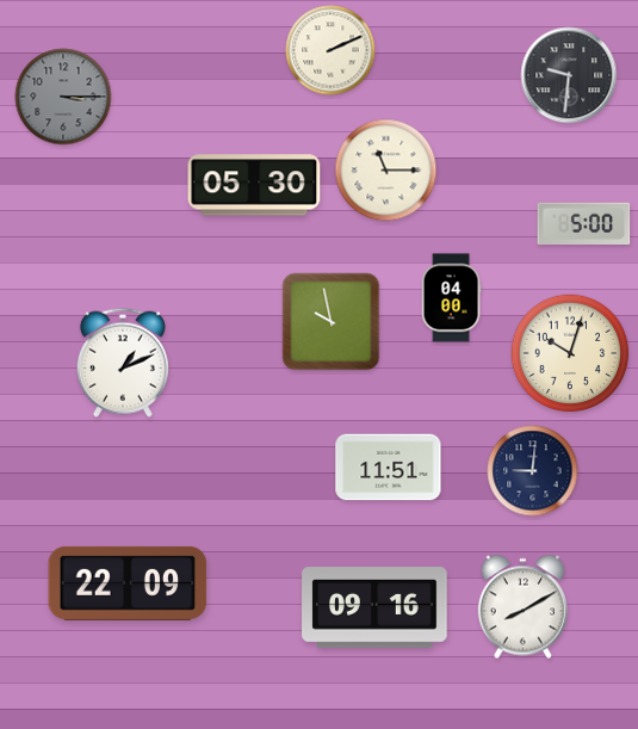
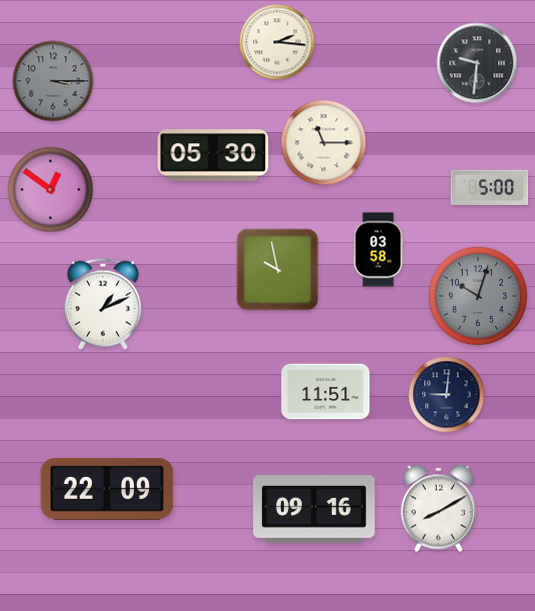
clock at (330, 50): 2:11 -> 2:16
clock at (51, 190): none -> 12:51
clock at (451, 298): 04:00 -> 03:58
clock at (570, 353) dial: cream -> grey
